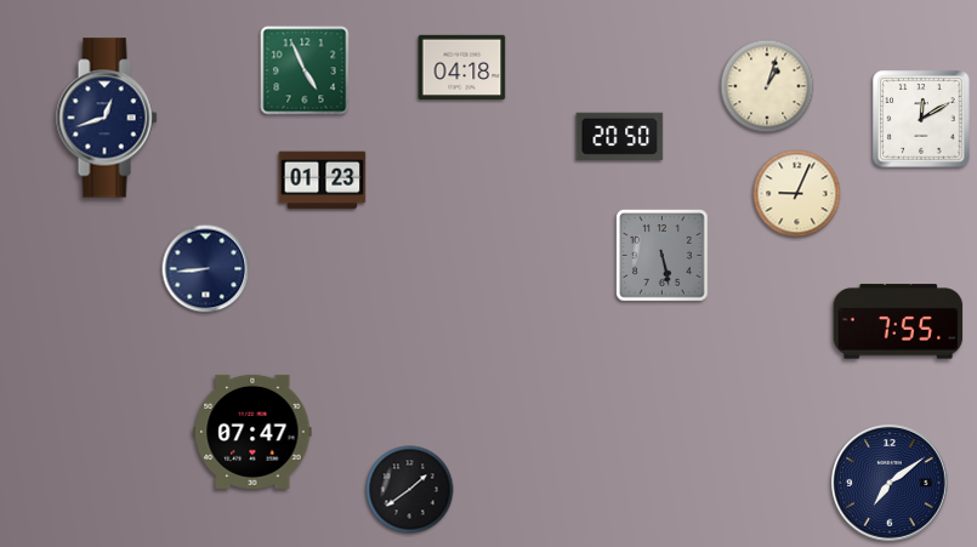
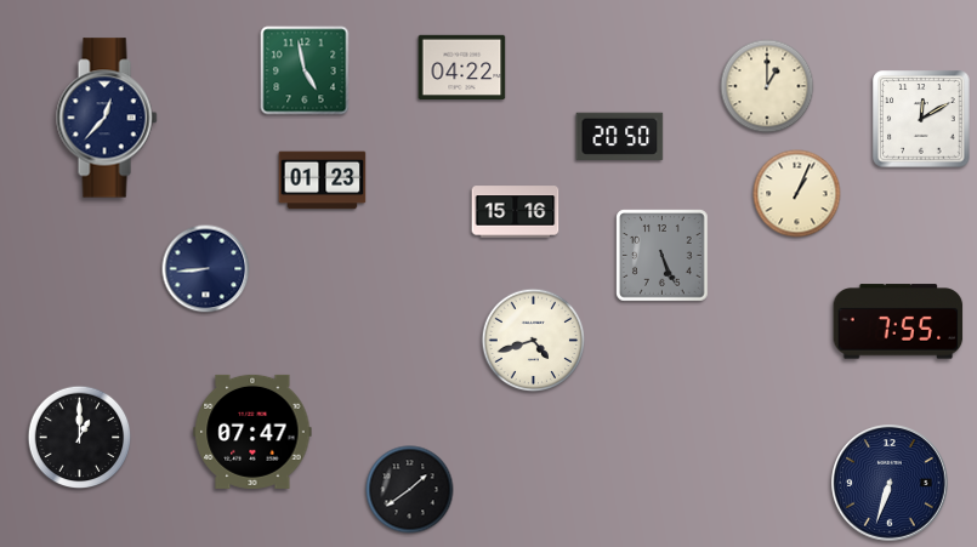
clock at (462, 67): 04:18 -> 04:22
clock at (305, 70): 4:56 -> 4:58
clock at (767, 86): 1:03 -> 1:00
clock at (107, 118): 12:42 -> 12:37
clock at (797, 194): 9:04 -> 1:04
clock at (516, 212): none -> 15:16
clock at (663, 256): 5:28 -> 5:26
clock at (534, 341): none -> 4:42
clock at (80, 438): none -> 1:00
clock at (891, 484): 7:09 -> 6:33
